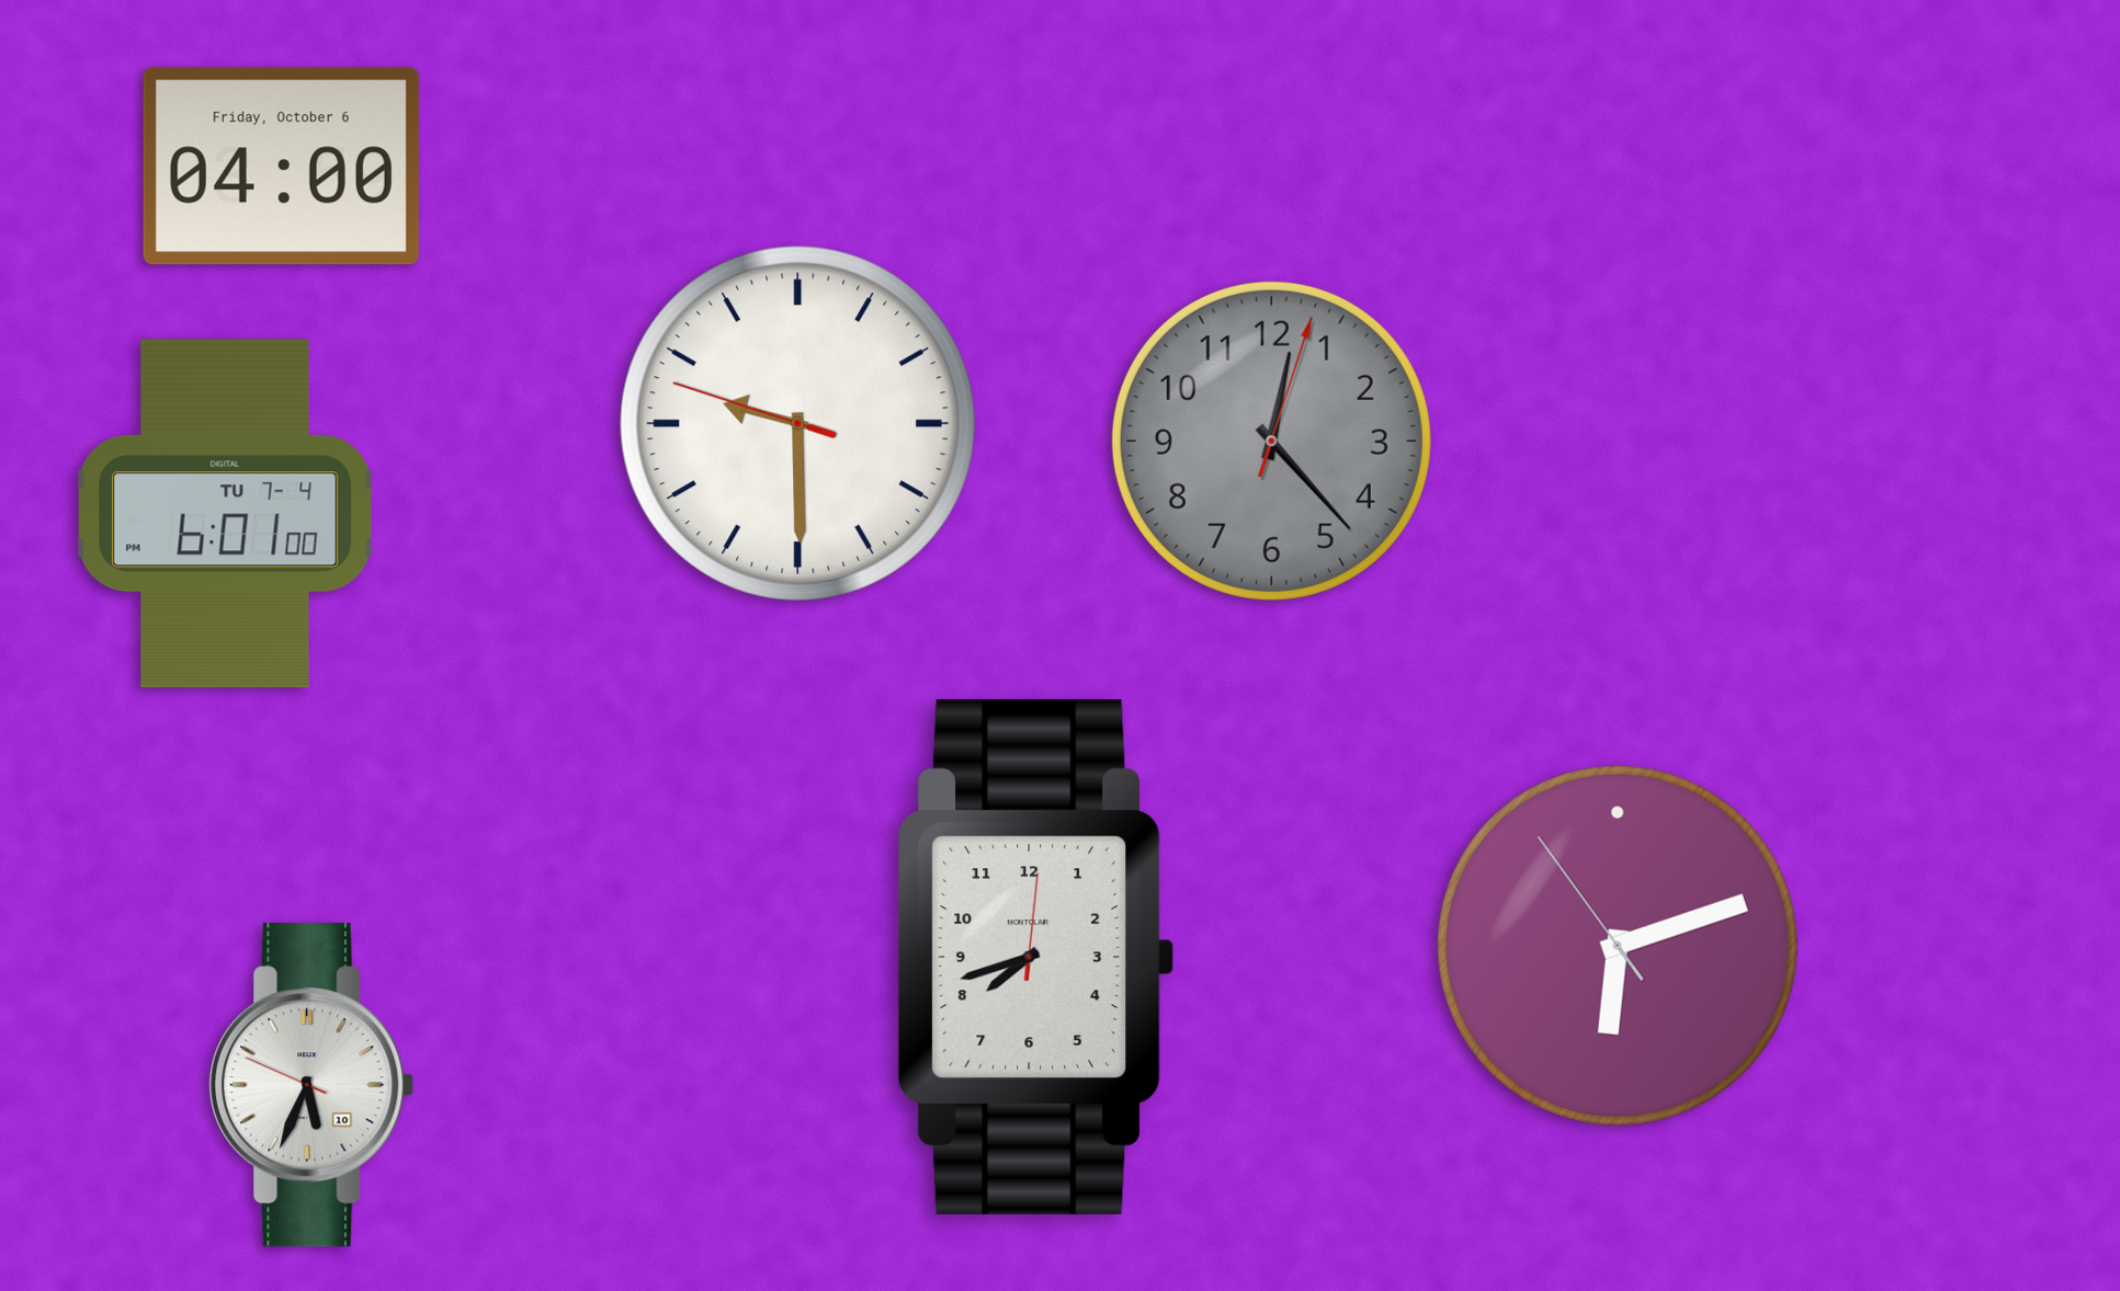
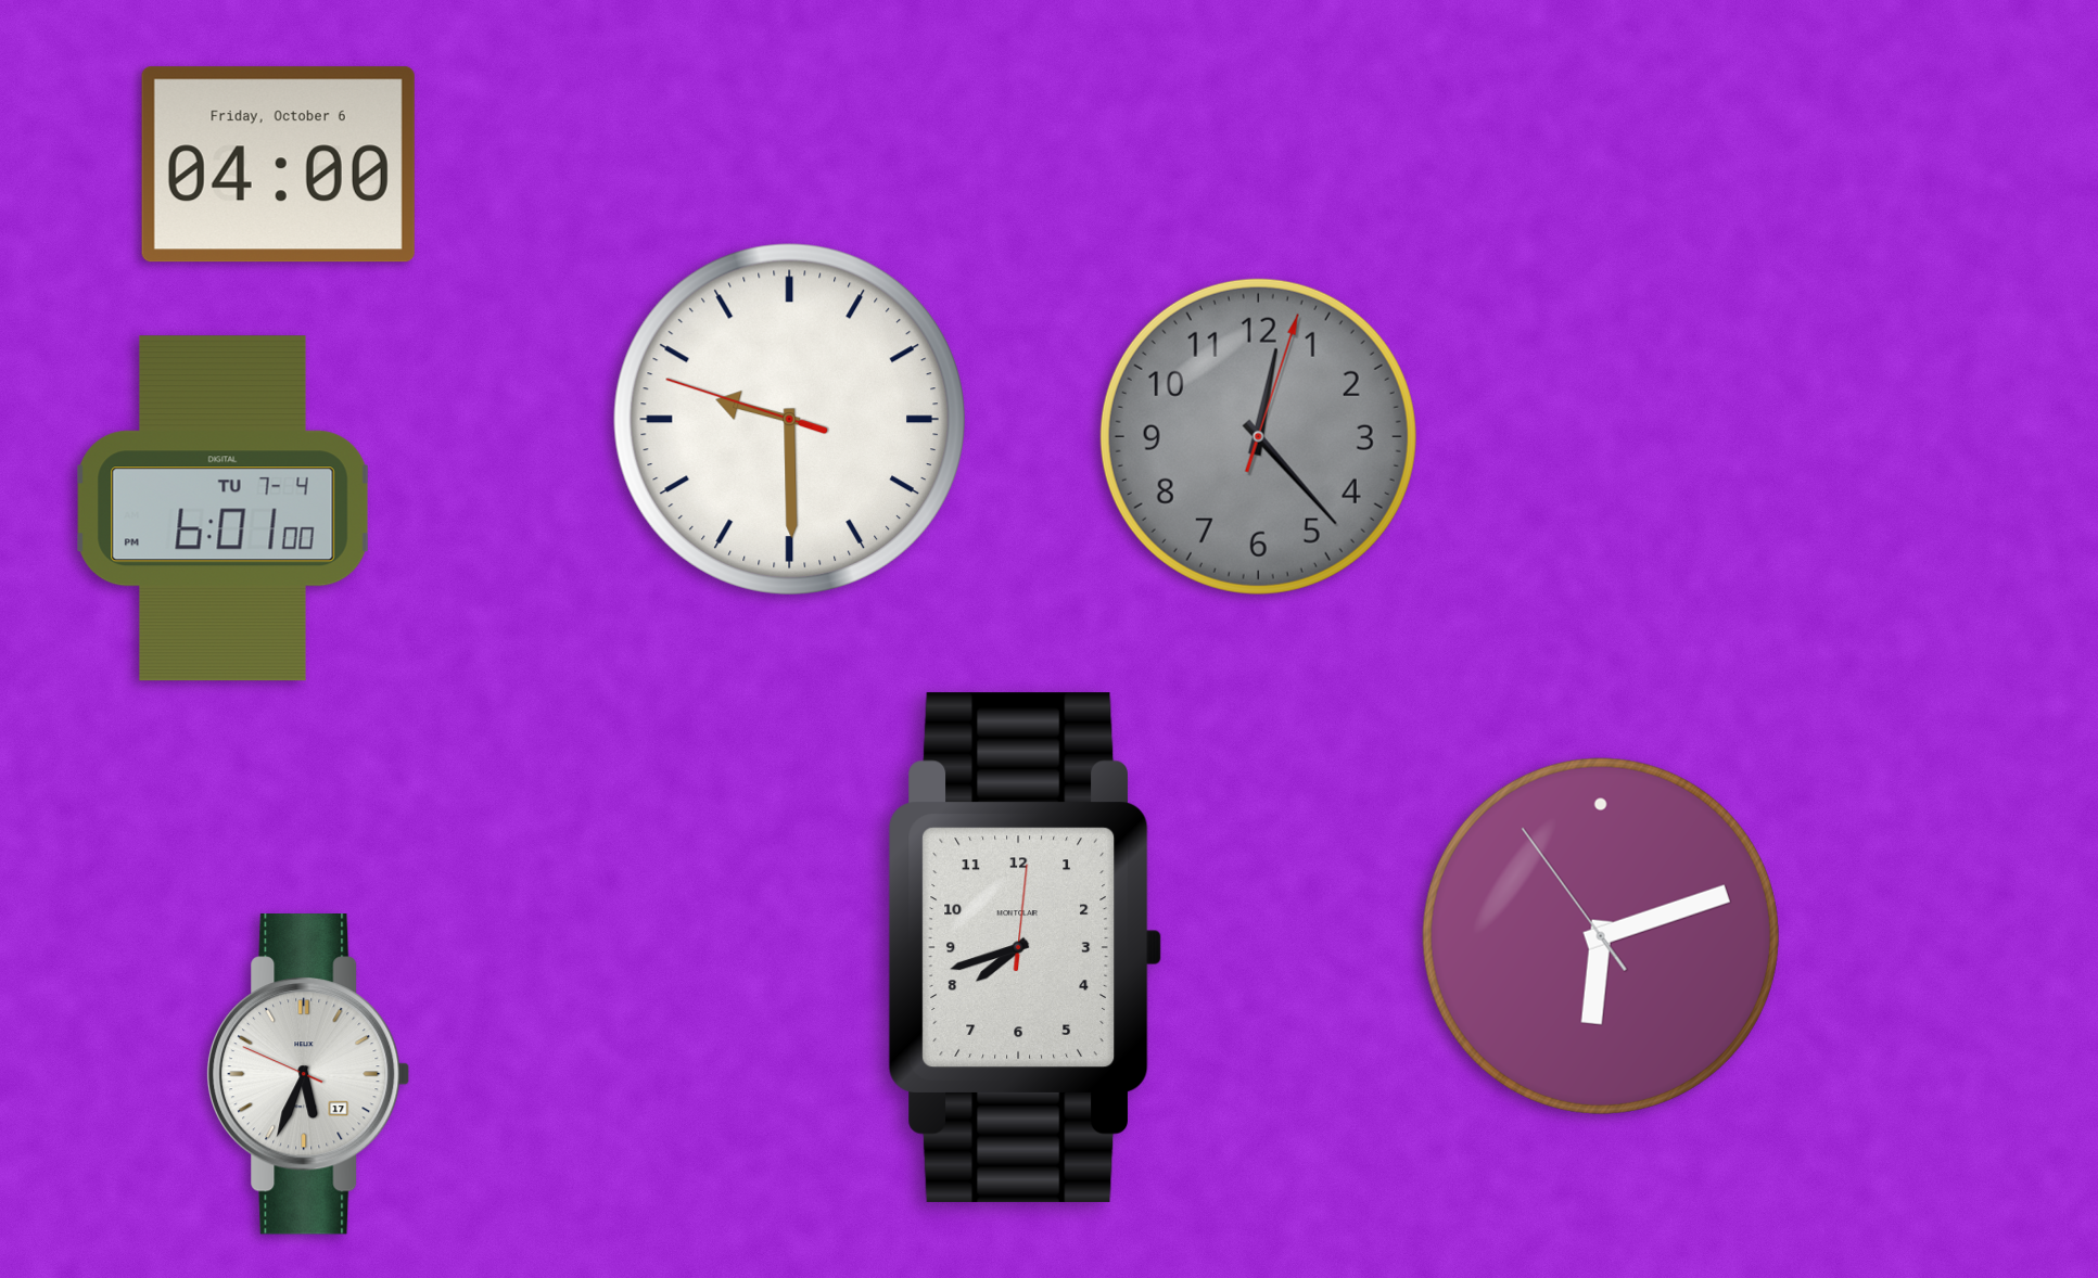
clock at (311, 1086) date: 10 -> 17
